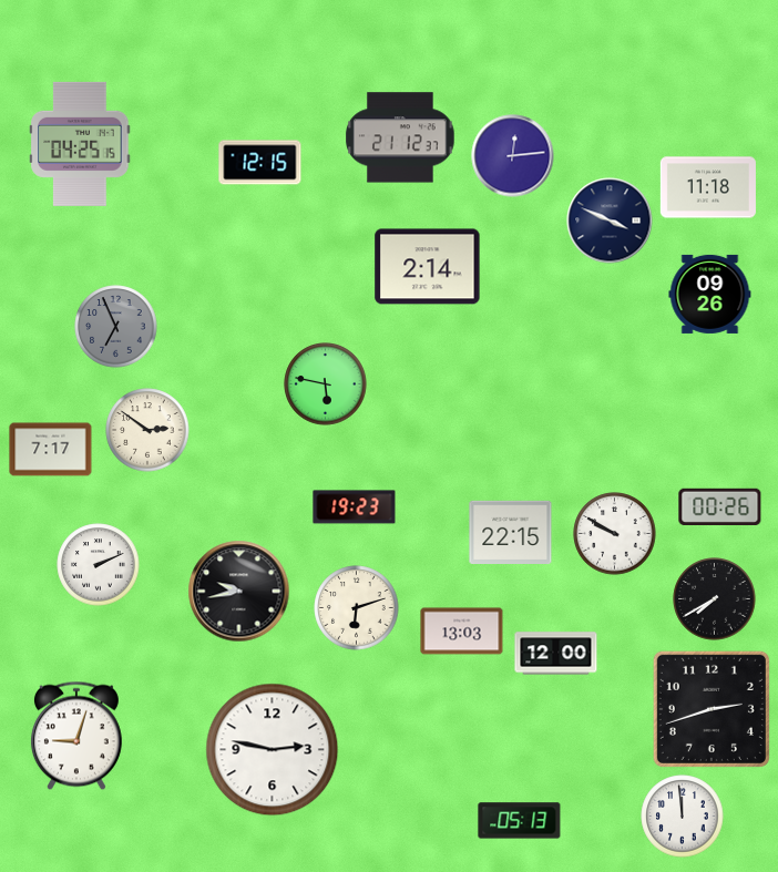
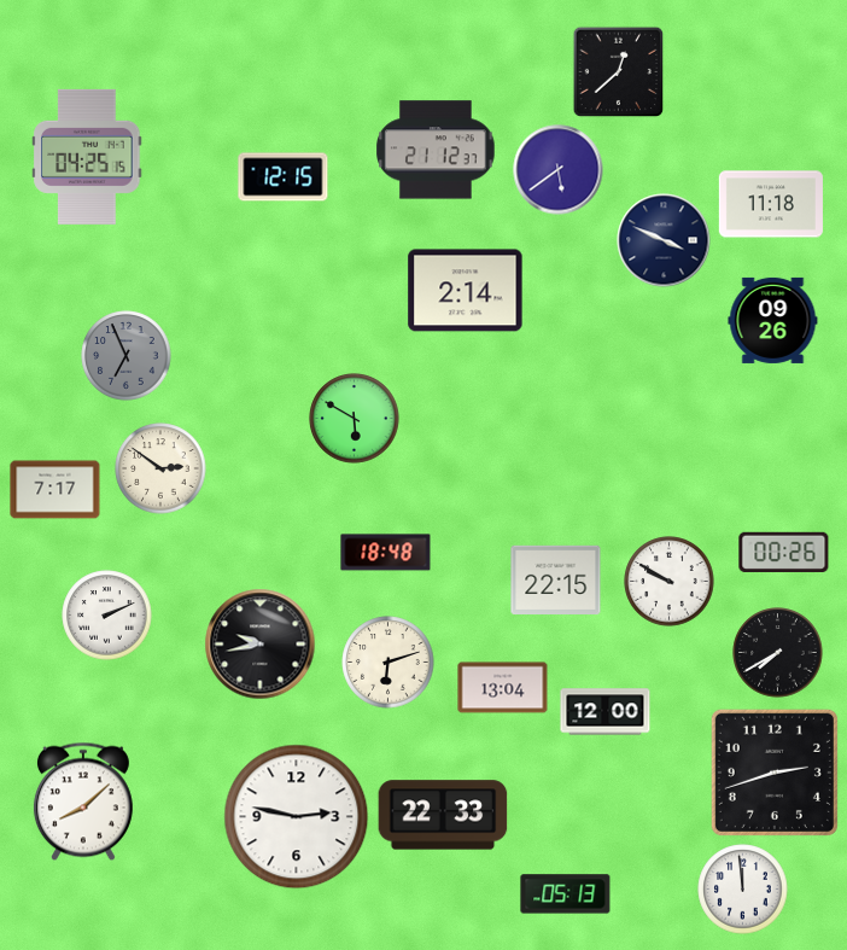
clock at (619, 72): none -> 12:38
clock at (513, 156): 12:14 -> 5:39
clock at (326, 384): 5:47 -> 5:50
clock at (355, 507): 19:23 -> 18:48
clock at (462, 632): 13:03 -> 13:04
clock at (76, 736): 9:03 -> 8:08
clock at (443, 815): none -> 22:33
